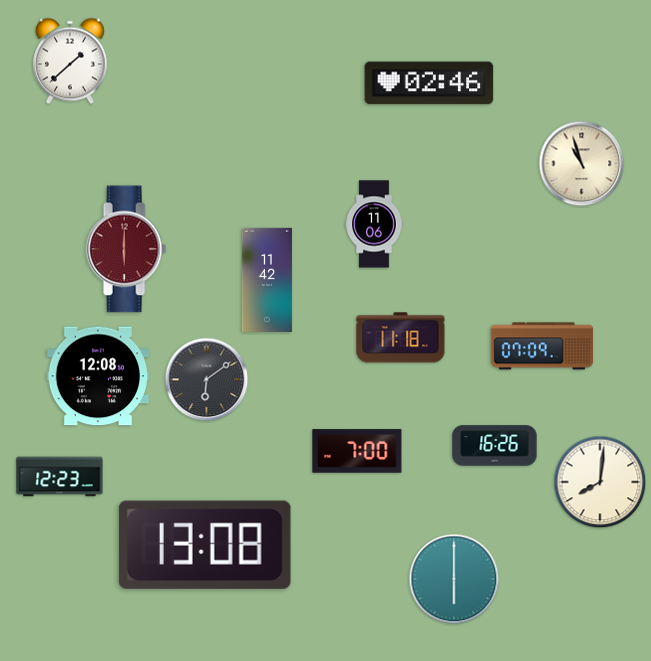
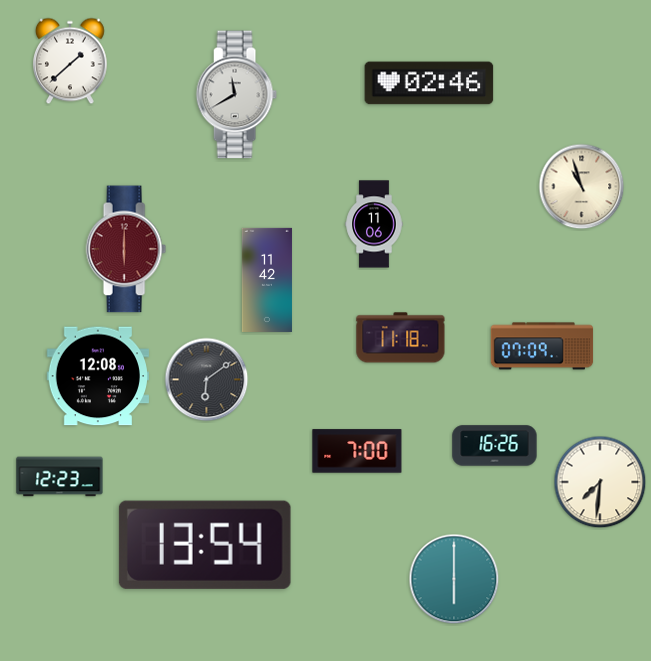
clock at (236, 95): none -> 11:40
clock at (582, 164) position: (582, 164) -> (582, 187)
clock at (600, 482): 8:01 -> 7:31
clock at (205, 545): 13:08 -> 13:54
